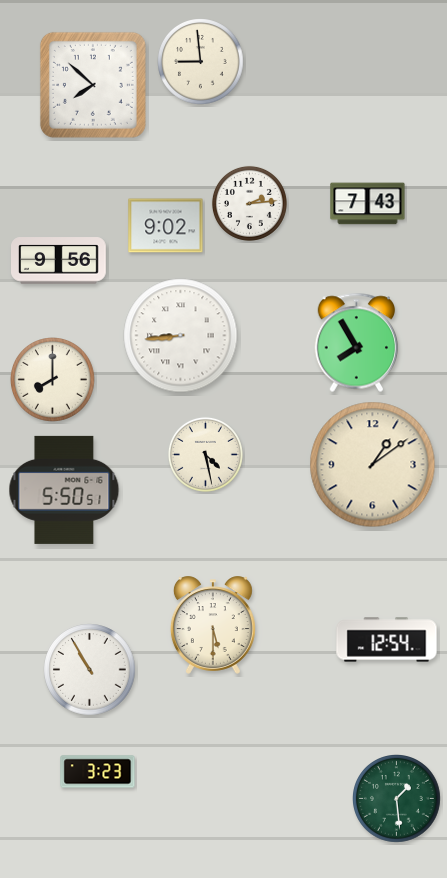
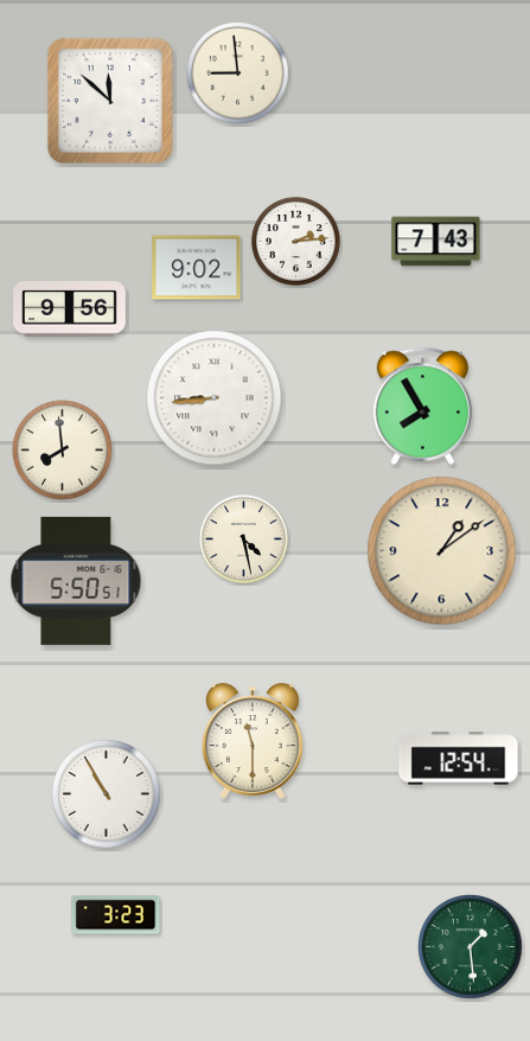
clock at (93, 85): 7:52 -> 11:52
clock at (53, 380): 8:00 -> 7:59
clock at (213, 625): 5:30 -> 11:30
